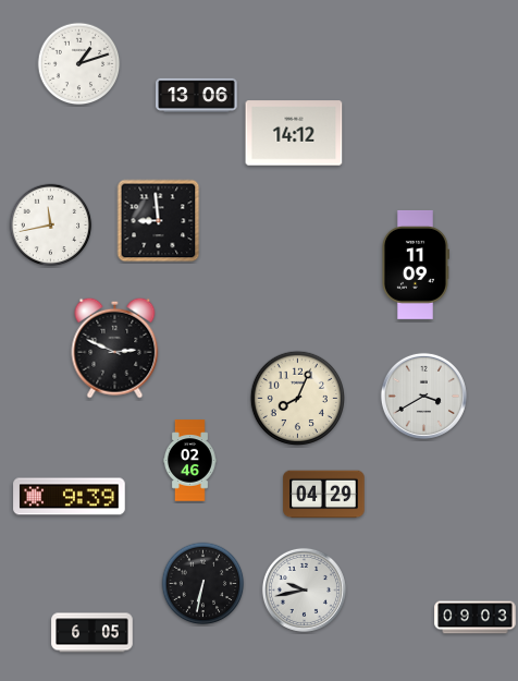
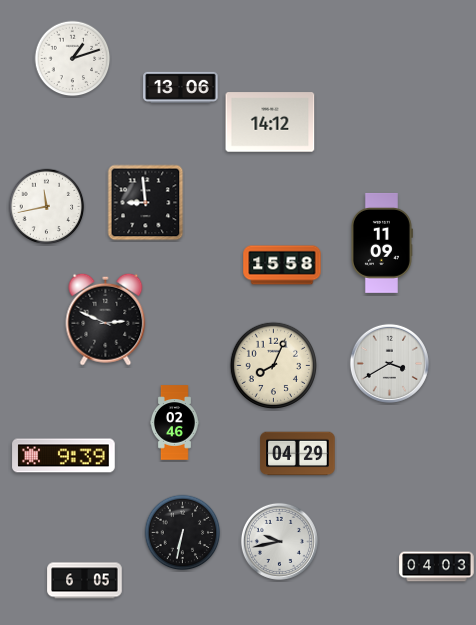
clock at (282, 265): none -> 15:58
clock at (203, 584) position: (203, 584) -> (183, 533)
clock at (476, 618): 09:03 -> 04:03
